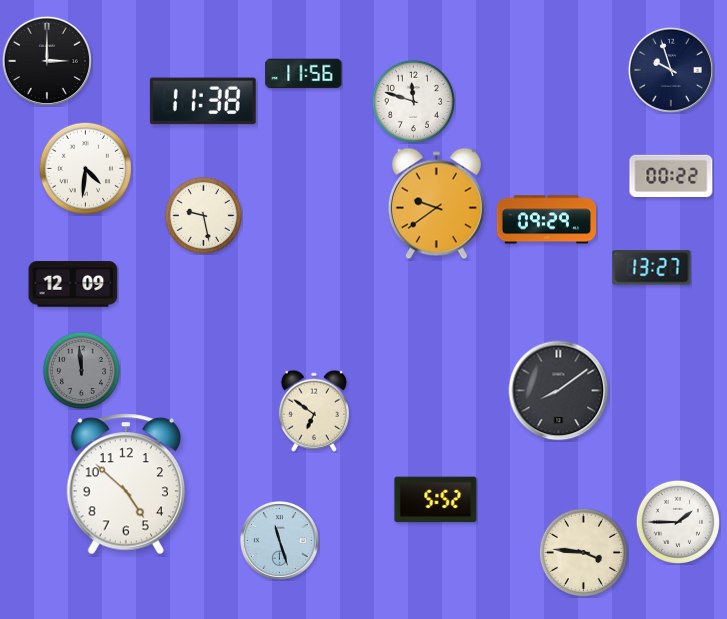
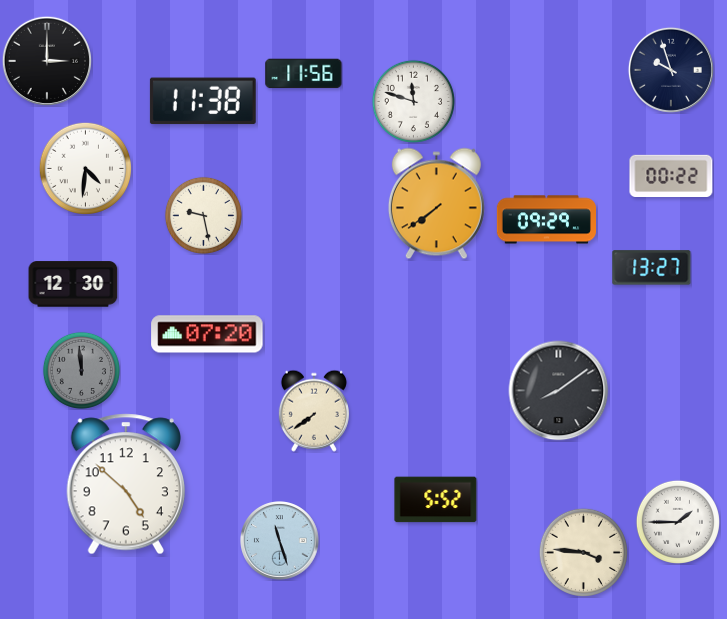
clock at (436, 204): 9:39 -> 7:39
clock at (73, 284): 12:09 -> 12:30
clock at (207, 334): none -> 07:20
clock at (314, 411): 6:51 -> 7:39
